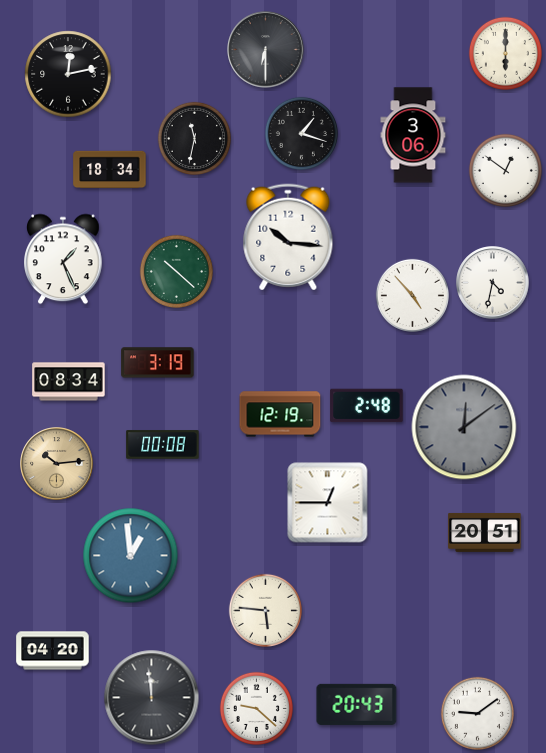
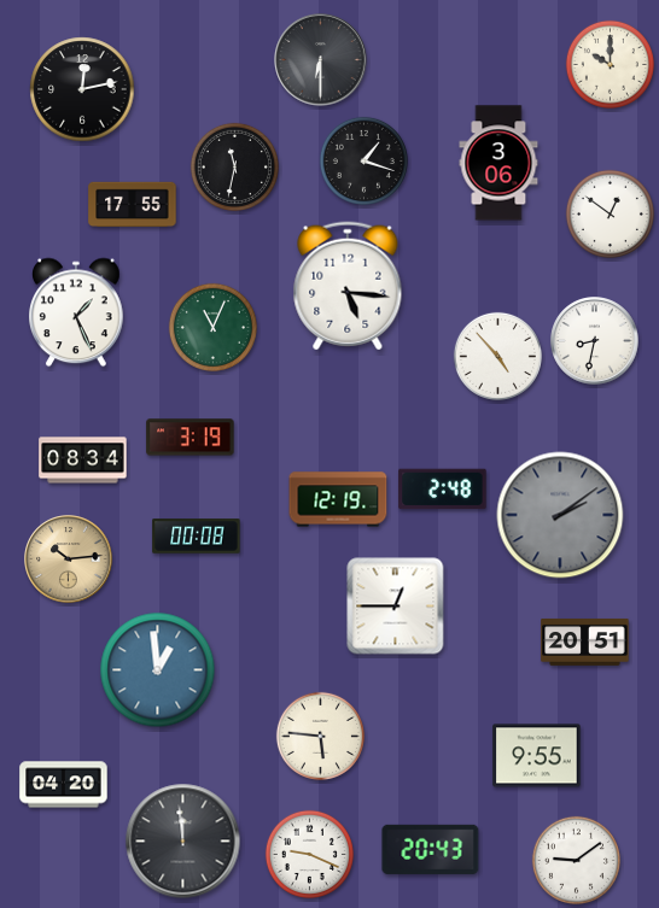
clock at (505, 53): 6:00 -> 10:00
clock at (110, 170): 18:34 -> 17:55
clock at (505, 170) position: (505, 170) -> (610, 213)
clock at (288, 237): 10:16 -> 5:16
clock at (176, 271): 10:22 -> 11:04
clock at (493, 283): 4:32 -> 8:32
clock at (464, 427): 12:09 -> 2:09
clock at (537, 756): none -> 9:55
clock at (256, 708): 9:22 -> 9:19
